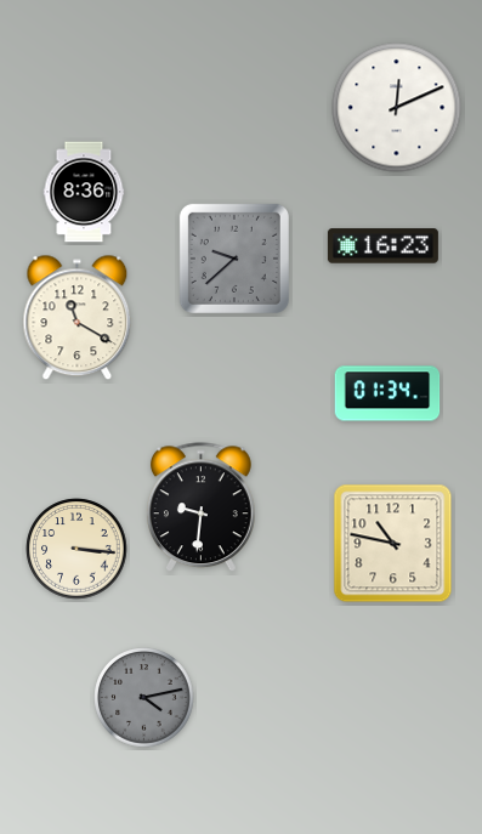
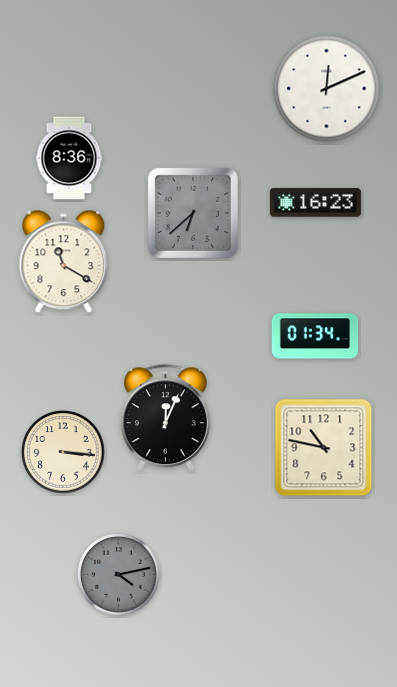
clock at (234, 259): 9:38 -> 6:38
clock at (387, 393) position: (387, 393) -> (315, 336)
clock at (200, 507): 9:31 -> 12:04
